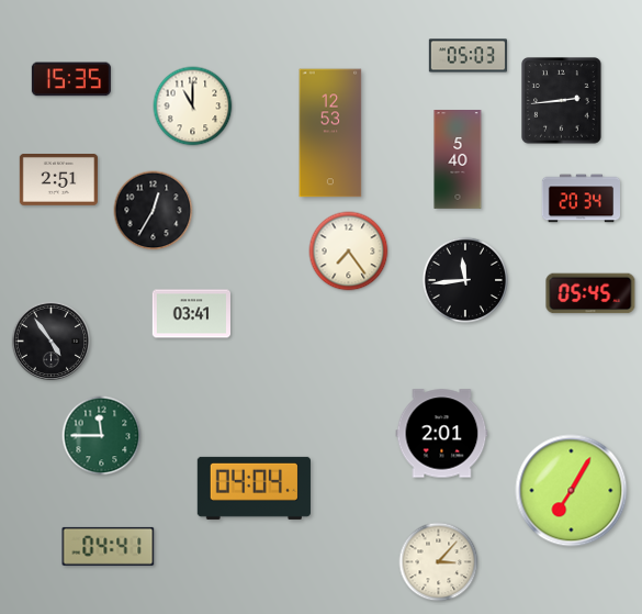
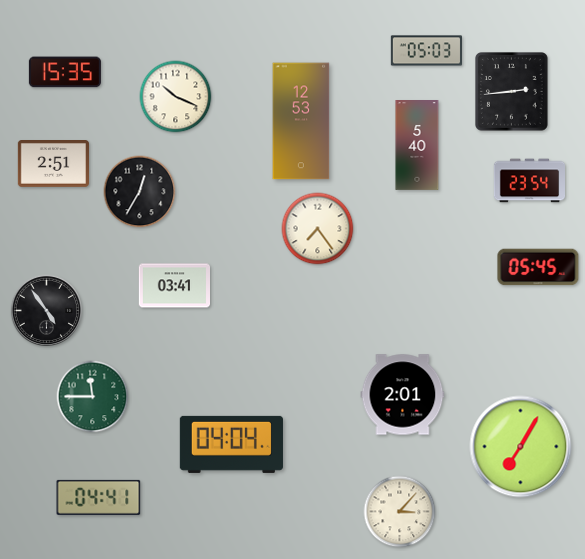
clock at (193, 107): 11:00 -> 10:19
clock at (581, 199): 20:34 -> 23:54
clock at (464, 279): 11:44 -> none
